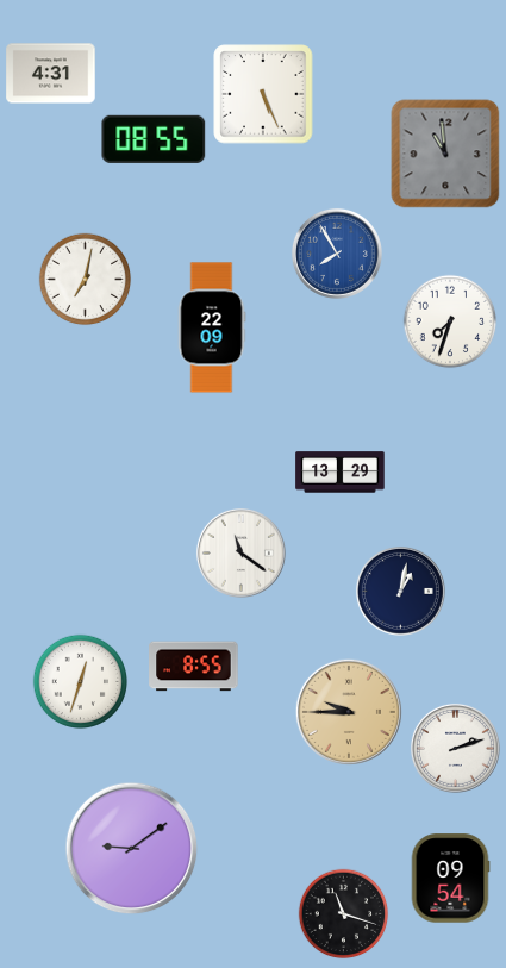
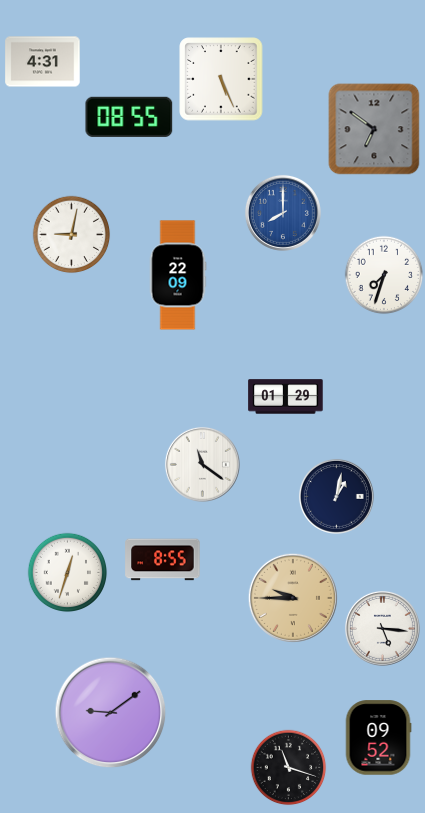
clock at (445, 154): 10:59 -> 6:51
clock at (337, 254): 7:55 -> 8:00
clock at (86, 280): 7:02 -> 9:02
clock at (450, 321) position: (450, 321) -> (384, 275)
clock at (341, 473): 13:29 -> 01:29
clock at (455, 748): 2:12 -> 5:16
clock at (450, 879): 09:54 -> 09:52
